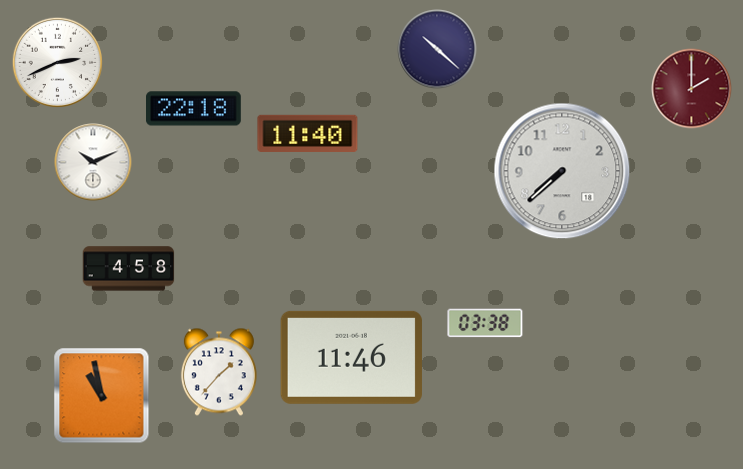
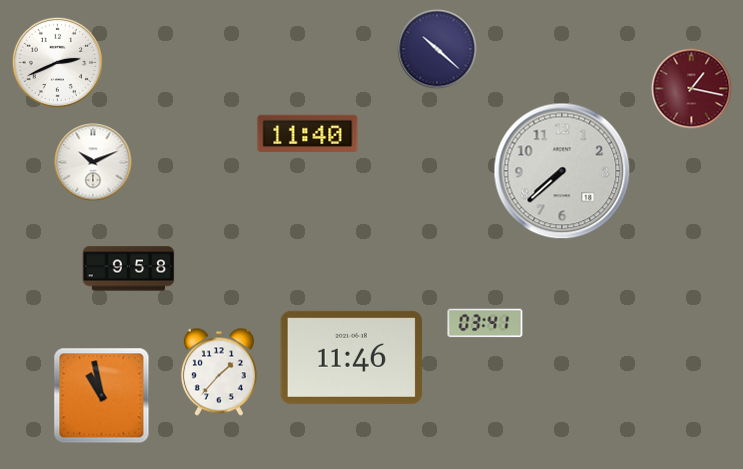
clock at (692, 89): 2:00 -> 1:17
clock at (194, 109): 22:18 -> none
clock at (129, 269): 4:58 -> 9:58
clock at (485, 323): 03:38 -> 03:41
